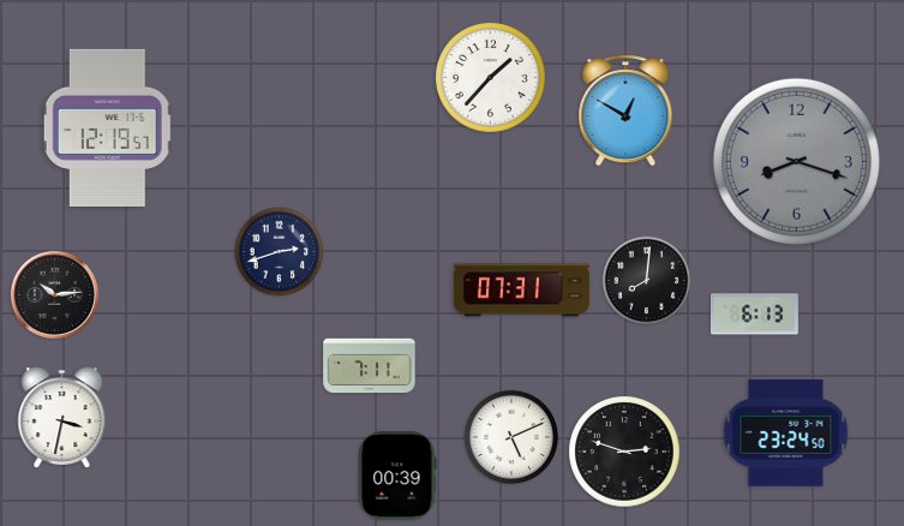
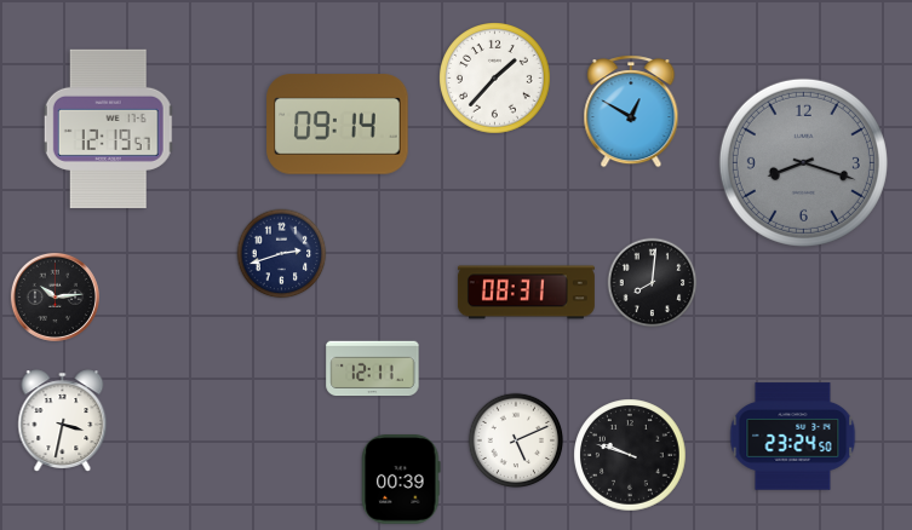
clock at (338, 125): none -> 09:14
clock at (521, 291): 07:31 -> 08:31
clock at (754, 315): 6:13 -> none
clock at (370, 366): 7:11 -> 12:11
clock at (624, 452): 2:48 -> 9:48
